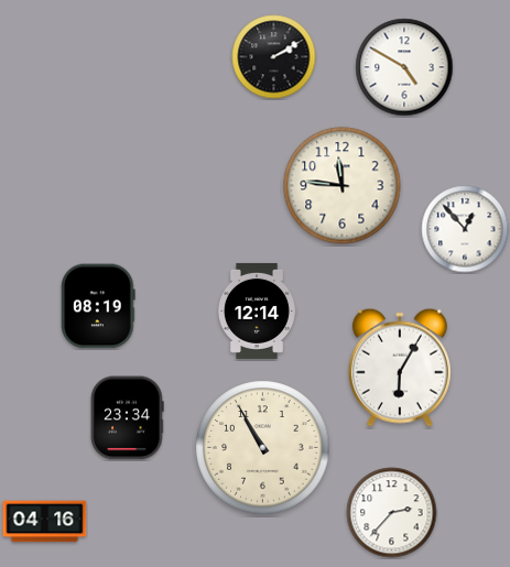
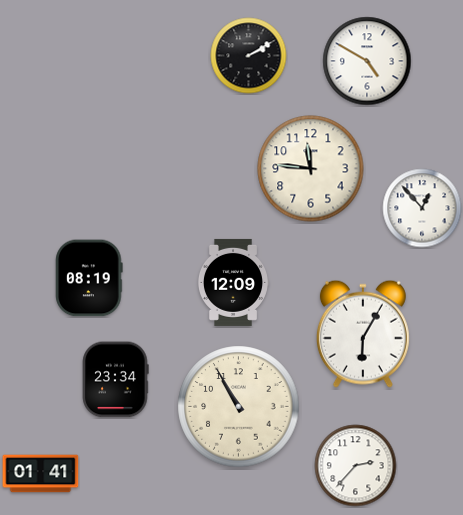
clock at (274, 57) position: (274, 57) -> (249, 56)
clock at (256, 310): 12:14 -> 12:09
clock at (45, 522): 04:16 -> 01:41
